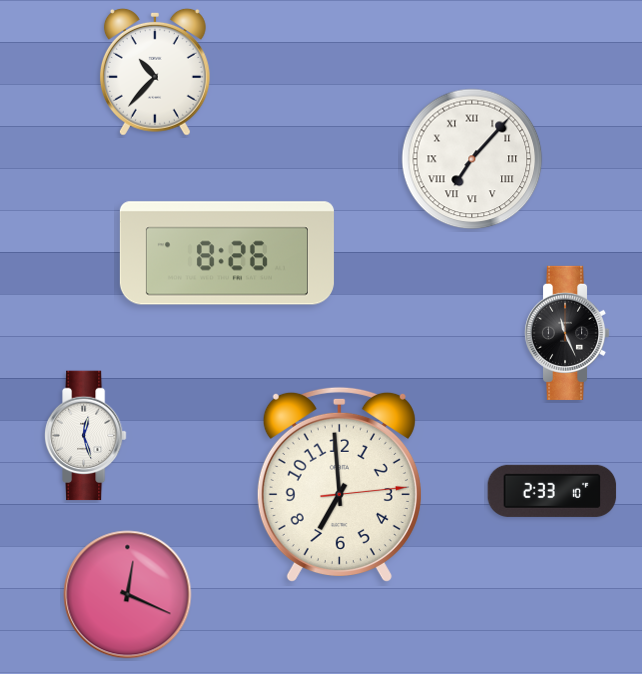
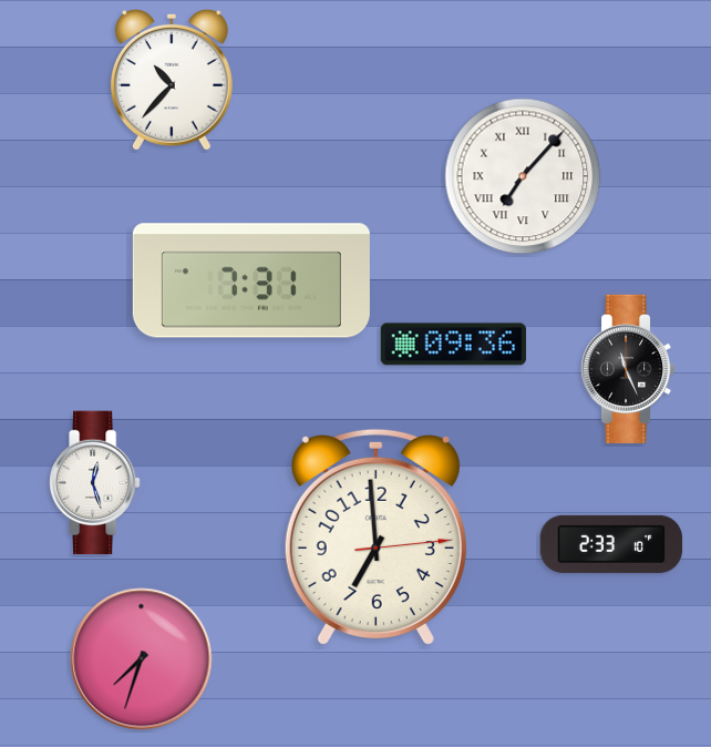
clock at (227, 253): 8:26 -> 7:31
clock at (453, 345): none -> 09:36
clock at (128, 595): 12:19 -> 7:33
